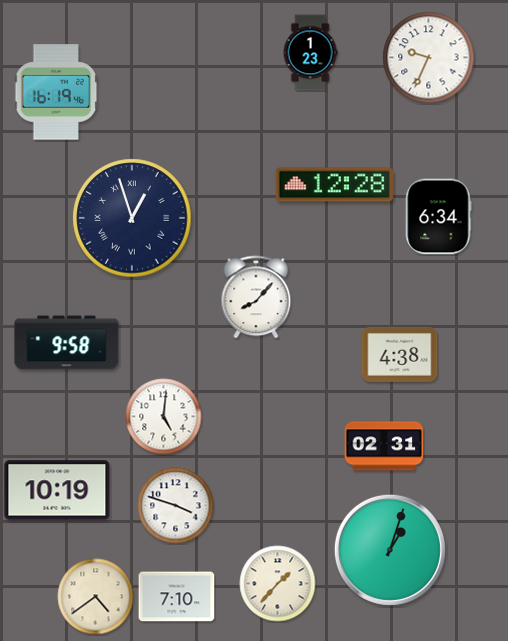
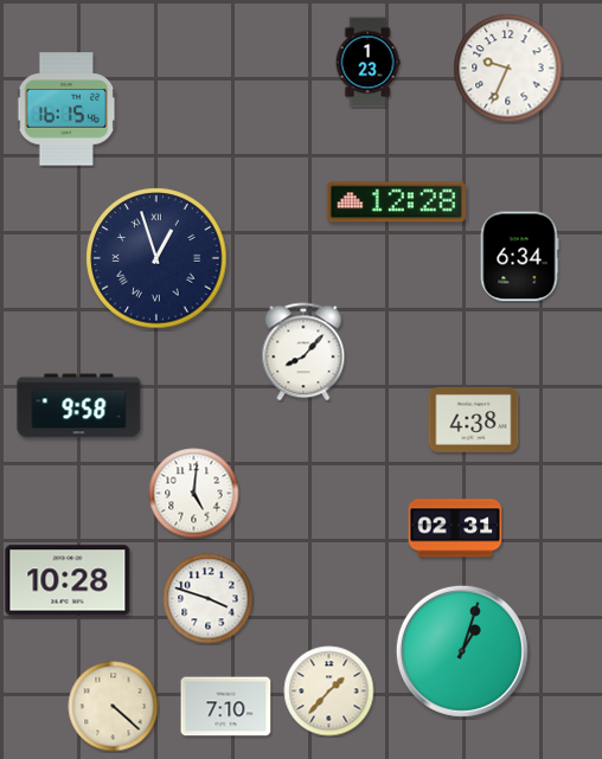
clock at (56, 92): 16:19 -> 16:15
clock at (334, 185) position: (334, 185) -> (396, 202)
clock at (57, 490): 10:19 -> 10:28
clock at (96, 597): 4:39 -> 4:22
clock at (177, 597) position: (177, 597) -> (226, 707)
